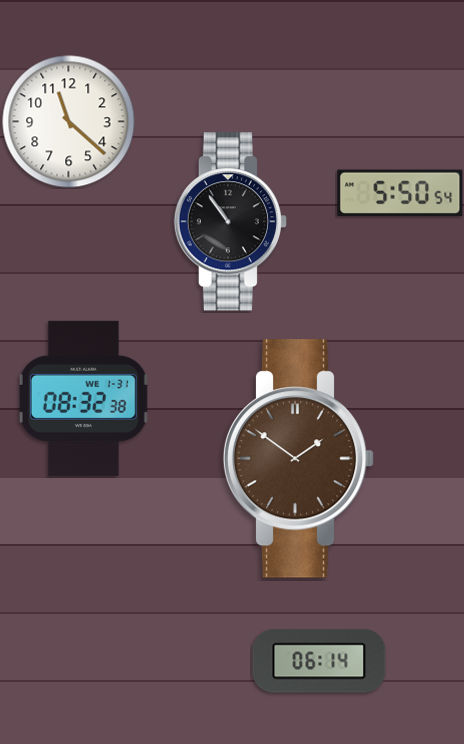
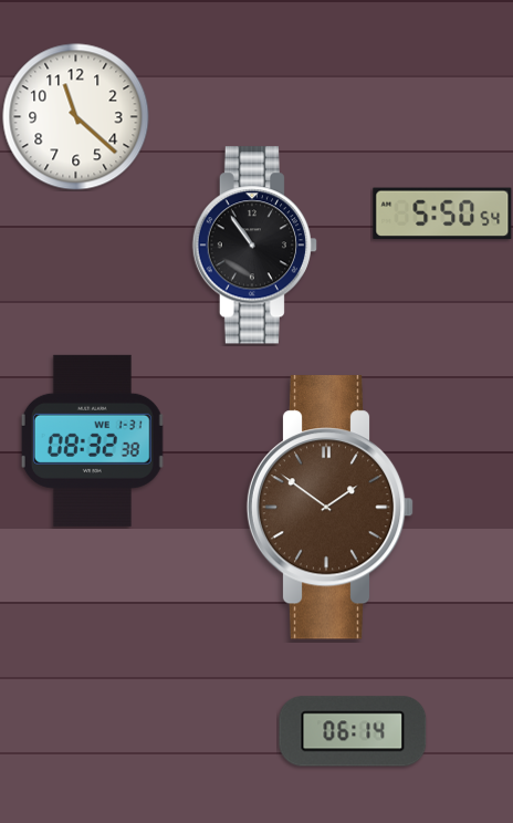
clock at (69, 122) position: (69, 122) -> (76, 117)
